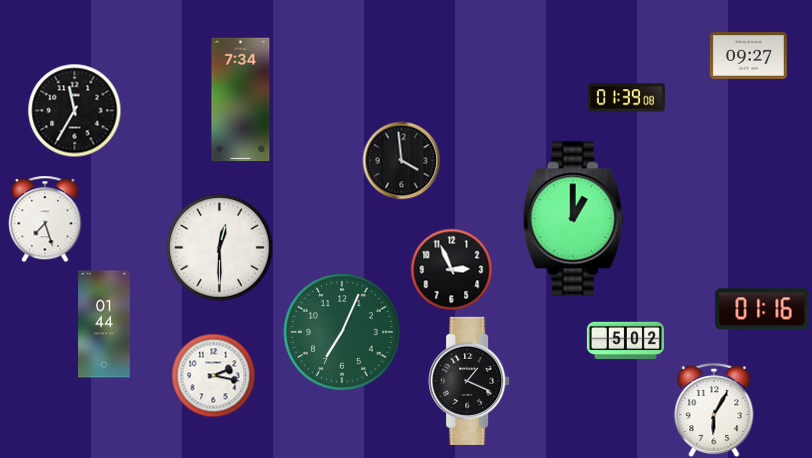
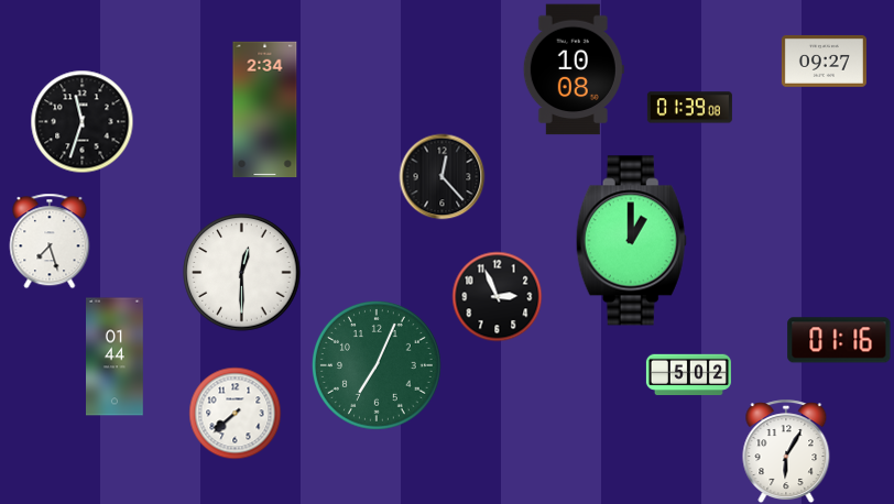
clock at (574, 69): none -> 10:08
clock at (241, 100): 7:34 -> 2:34
clock at (74, 110): 11:35 -> 11:33
clock at (401, 160): 3:59 -> 12:23
clock at (213, 375): 2:17 -> 7:38
clock at (469, 381): 1:19 -> none
